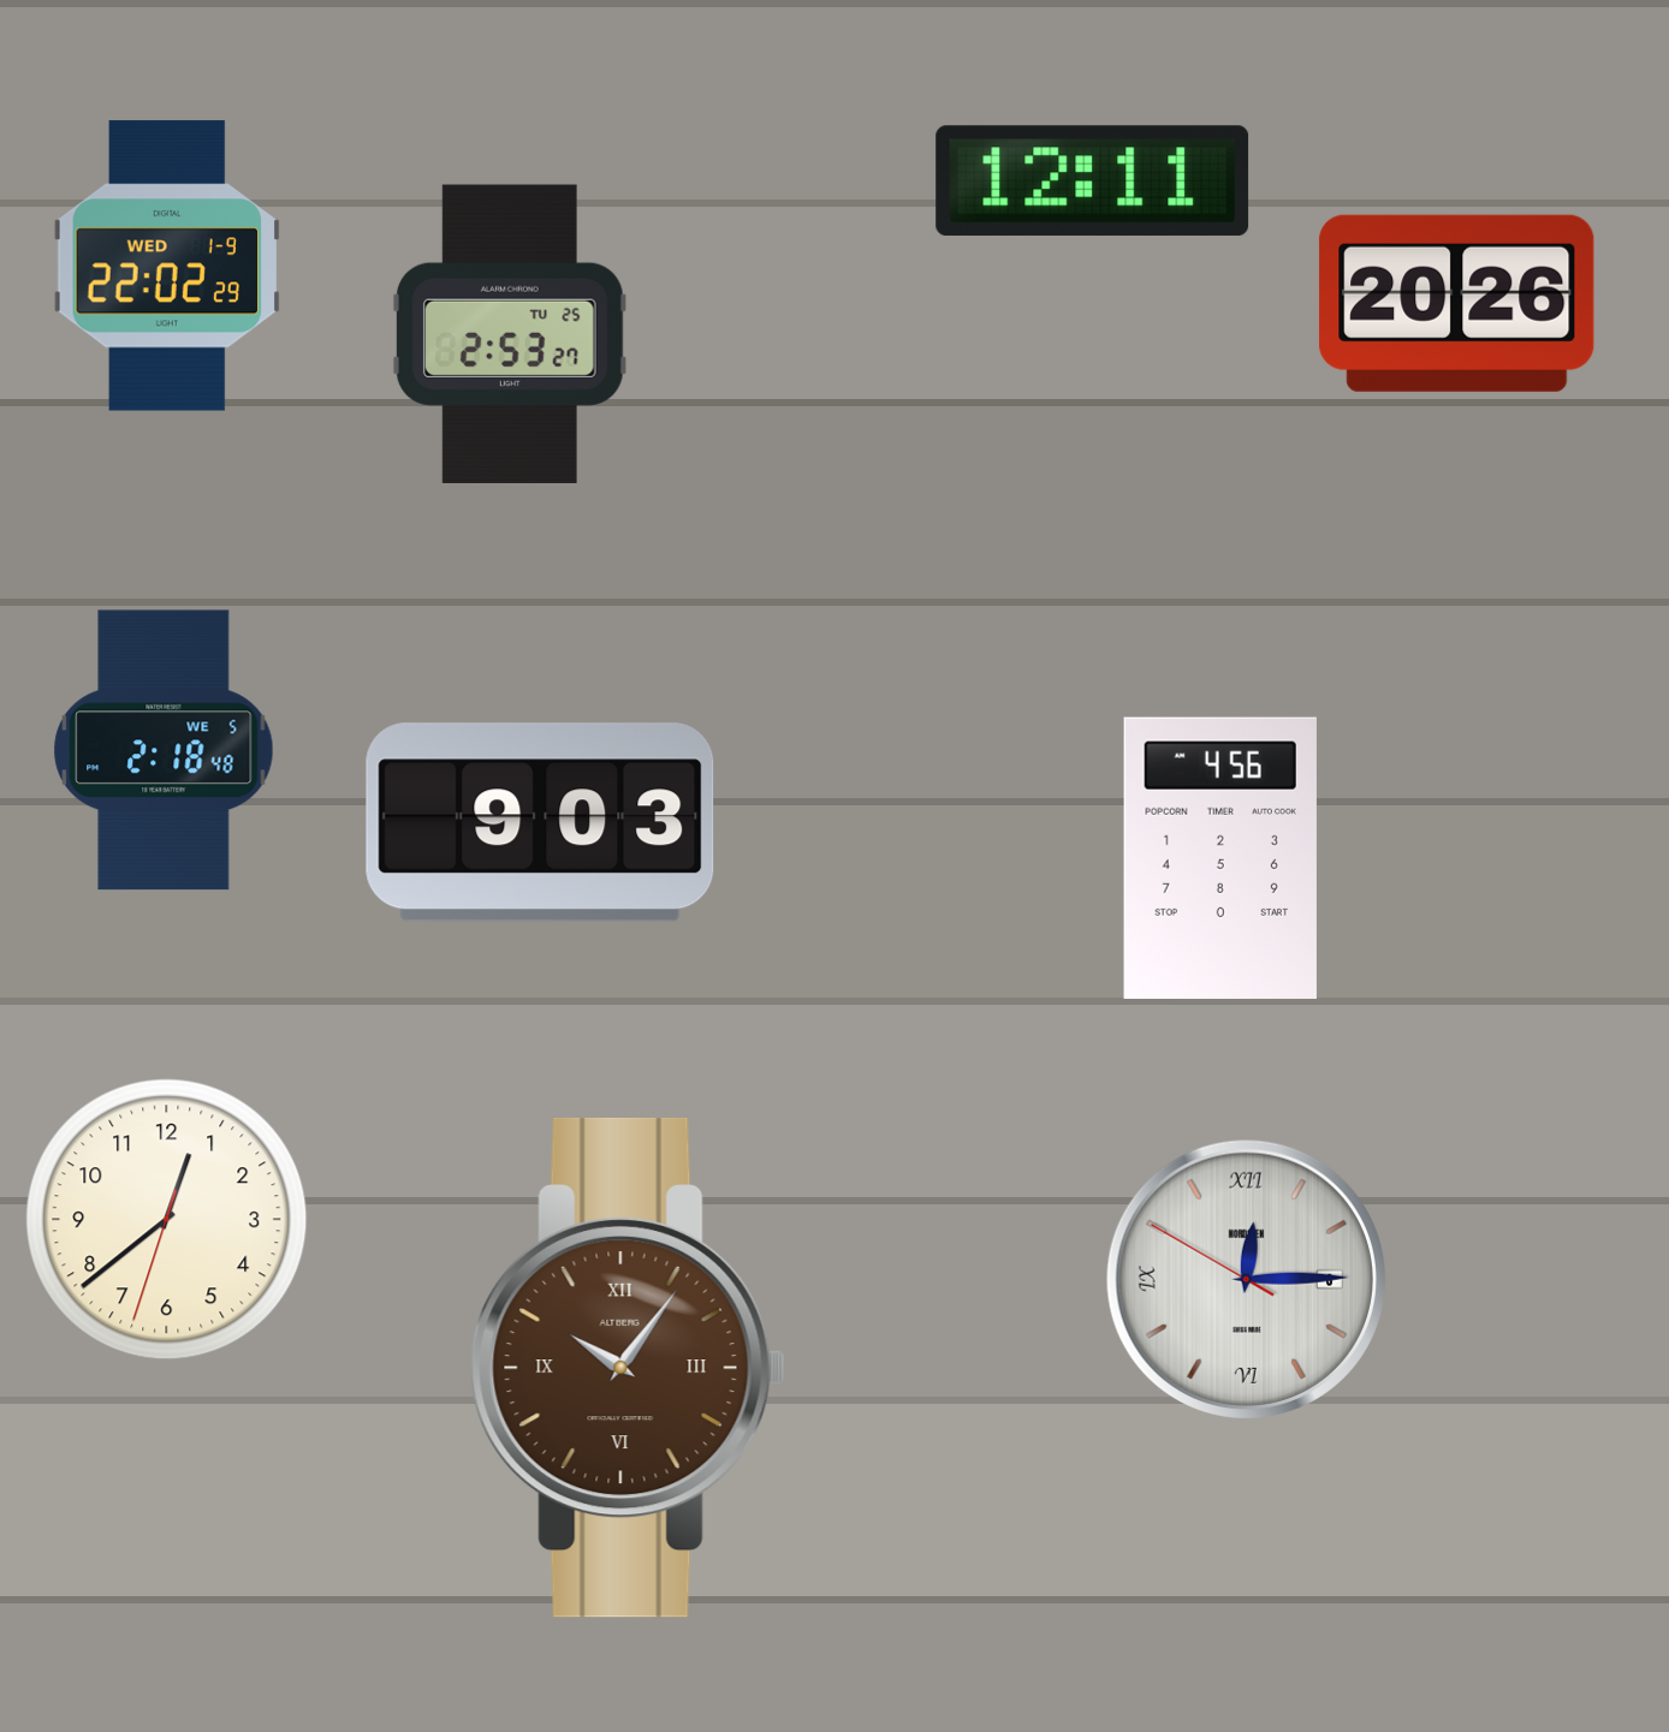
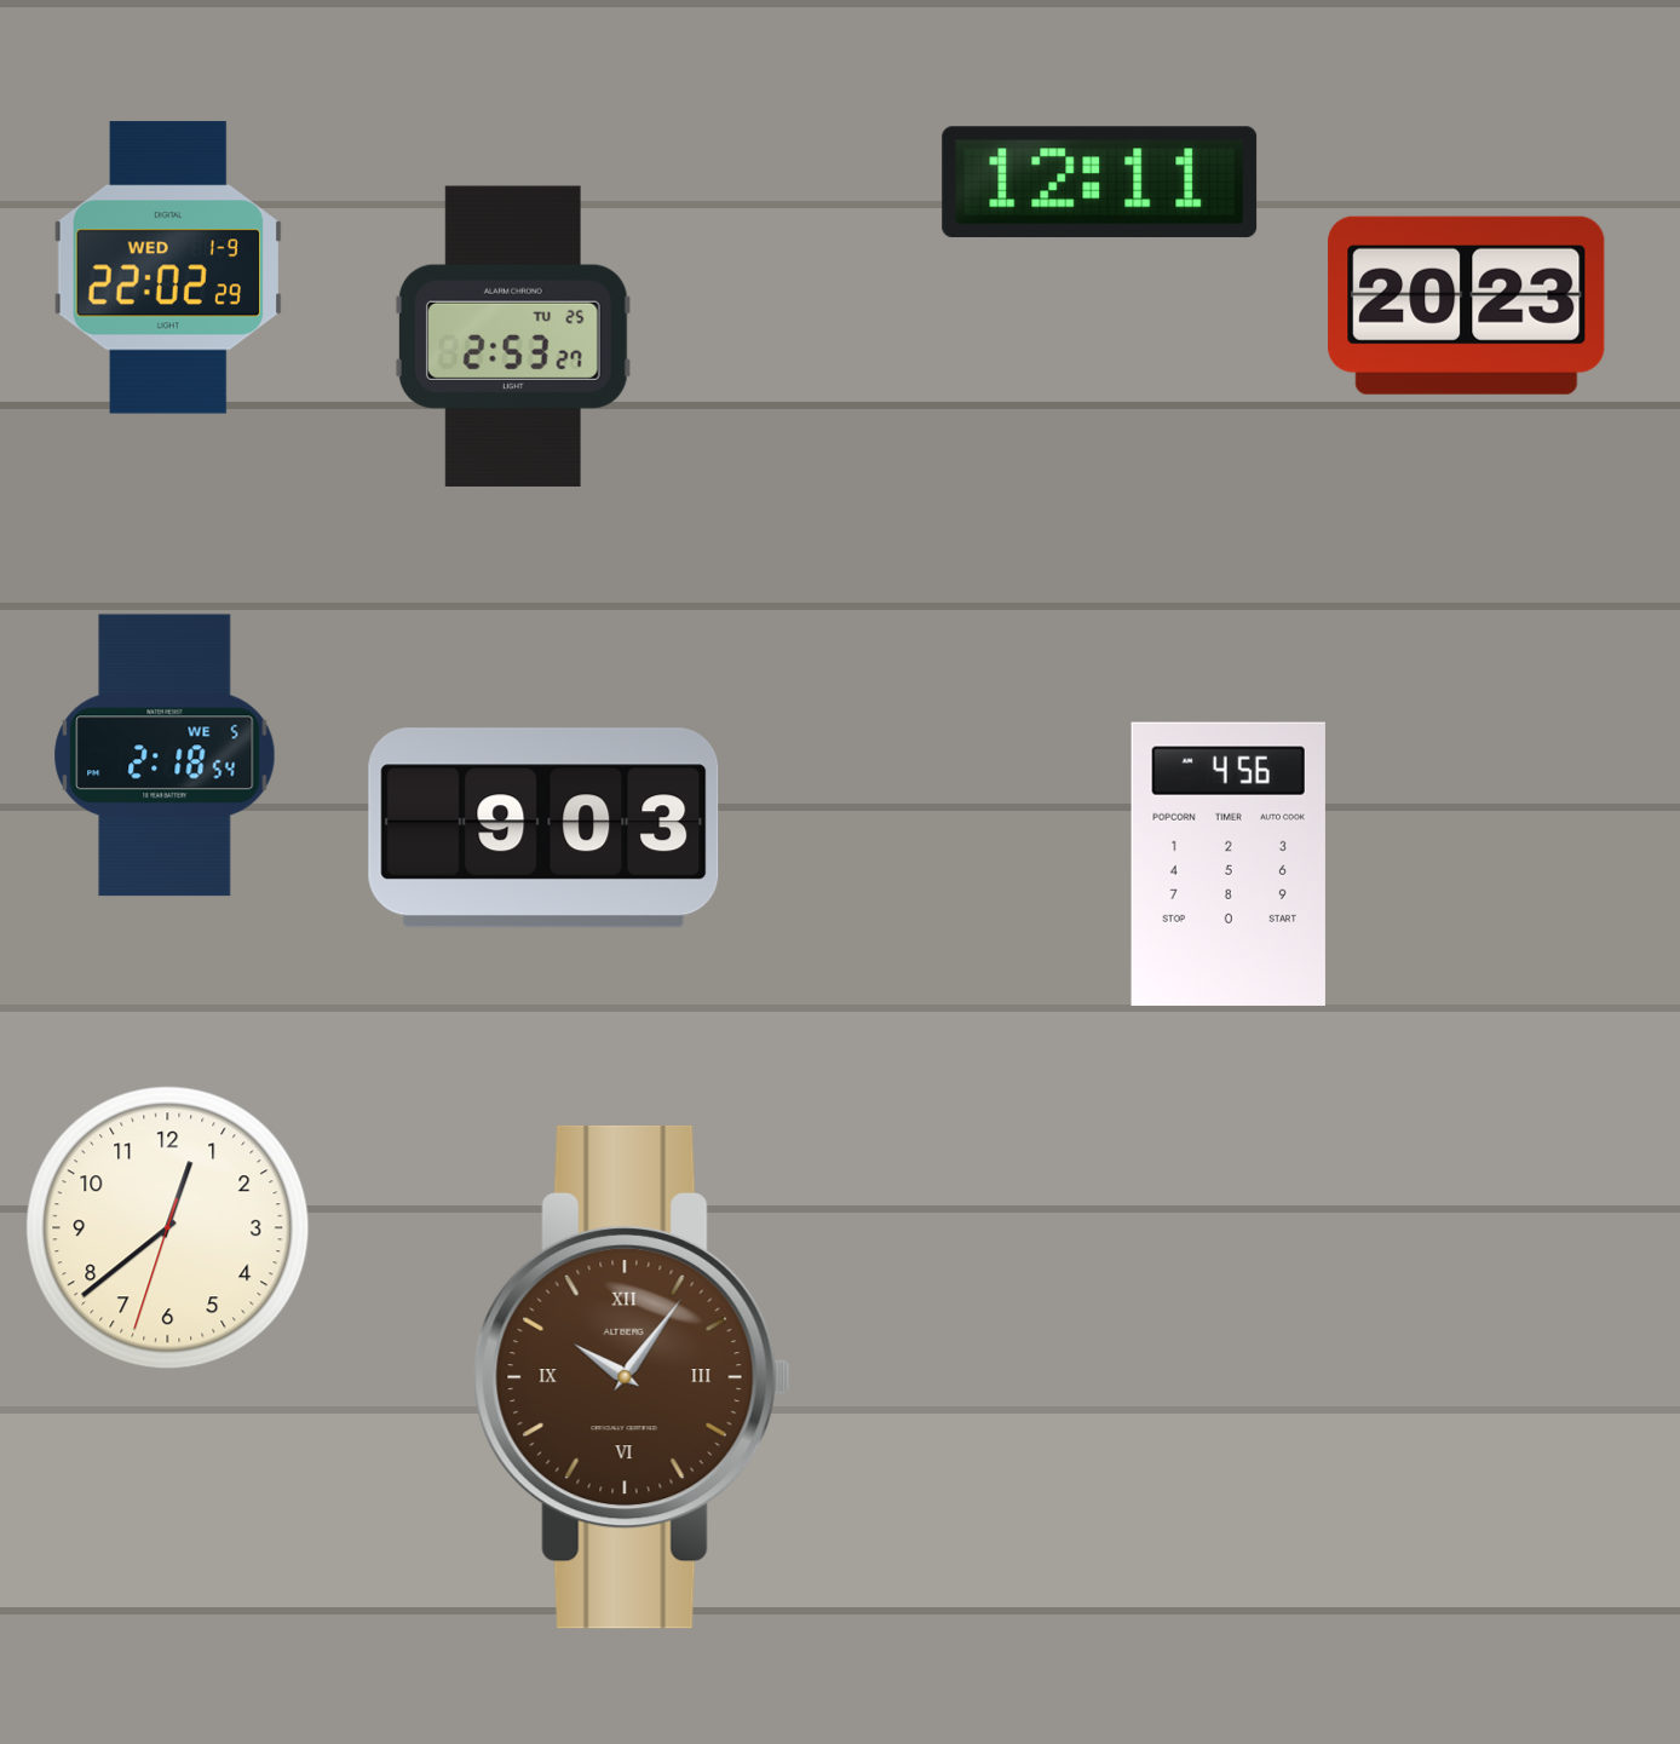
clock at (1457, 303): 20:26 -> 20:23
clock at (164, 750): 2:18:48 -> 2:18:54
clock at (1246, 1279): 12:14 -> none
